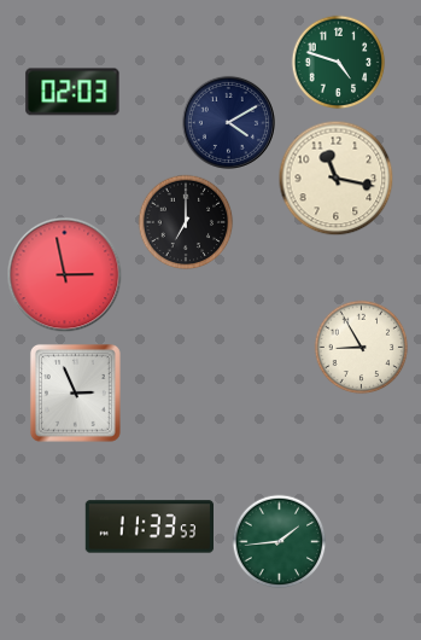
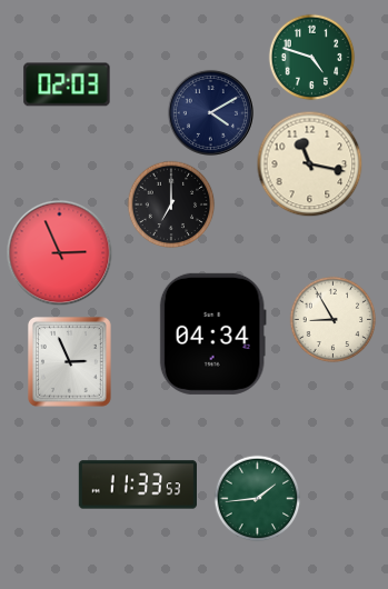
clock at (64, 274): 2:58 -> 2:56
clock at (212, 333): none -> 04:34
